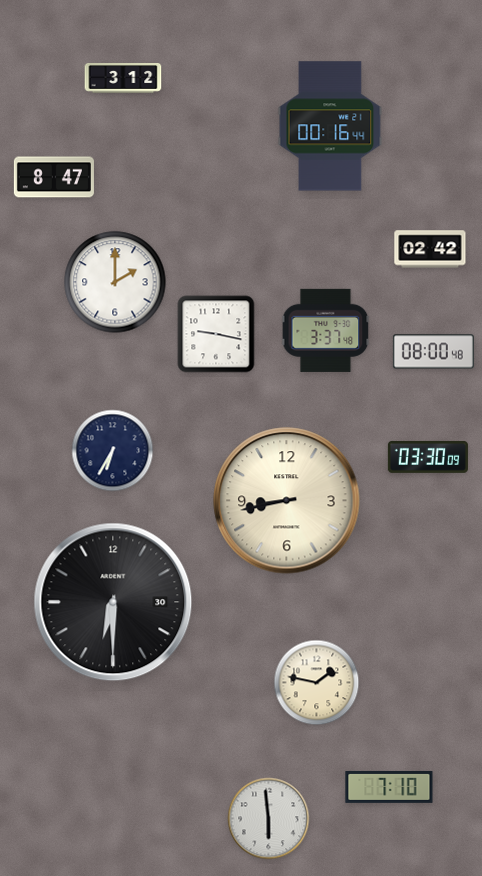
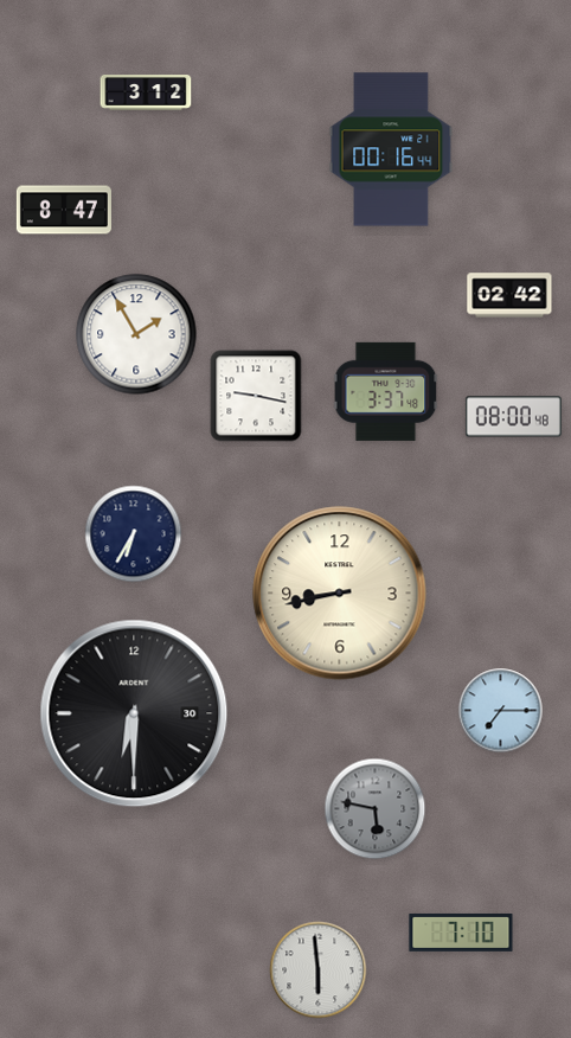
clock at (115, 282): 2:00 -> 1:55
clock at (428, 457): 03:30 -> none
clock at (501, 711): none -> 7:15
clock at (317, 683): 1:47 -> 5:47
clock at (317, 683) dial: cream -> grey
